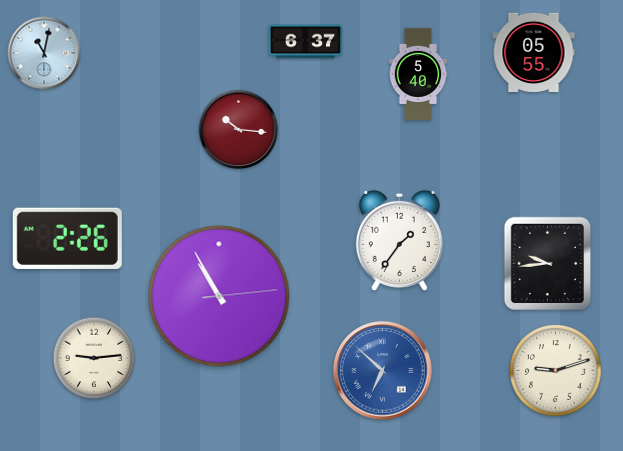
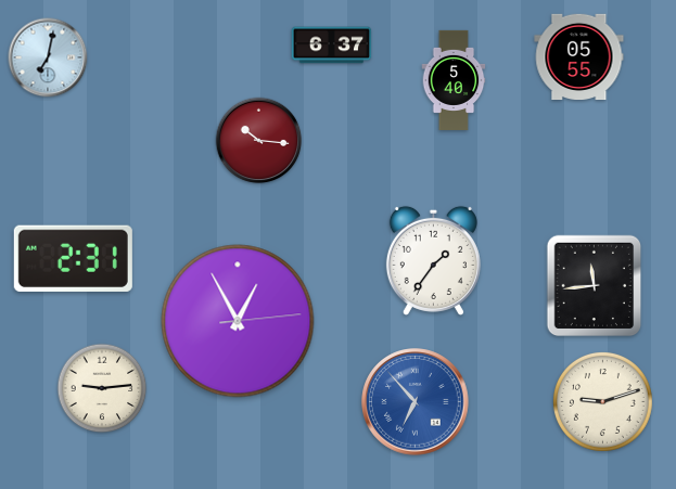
clock at (44, 53): 11:02 -> 7:02
clock at (67, 238): 2:26 -> 2:31
clock at (548, 264): 9:44 -> 11:44
clock at (219, 296): 10:55 -> 12:55
clock at (383, 371): 6:52 -> 6:53
